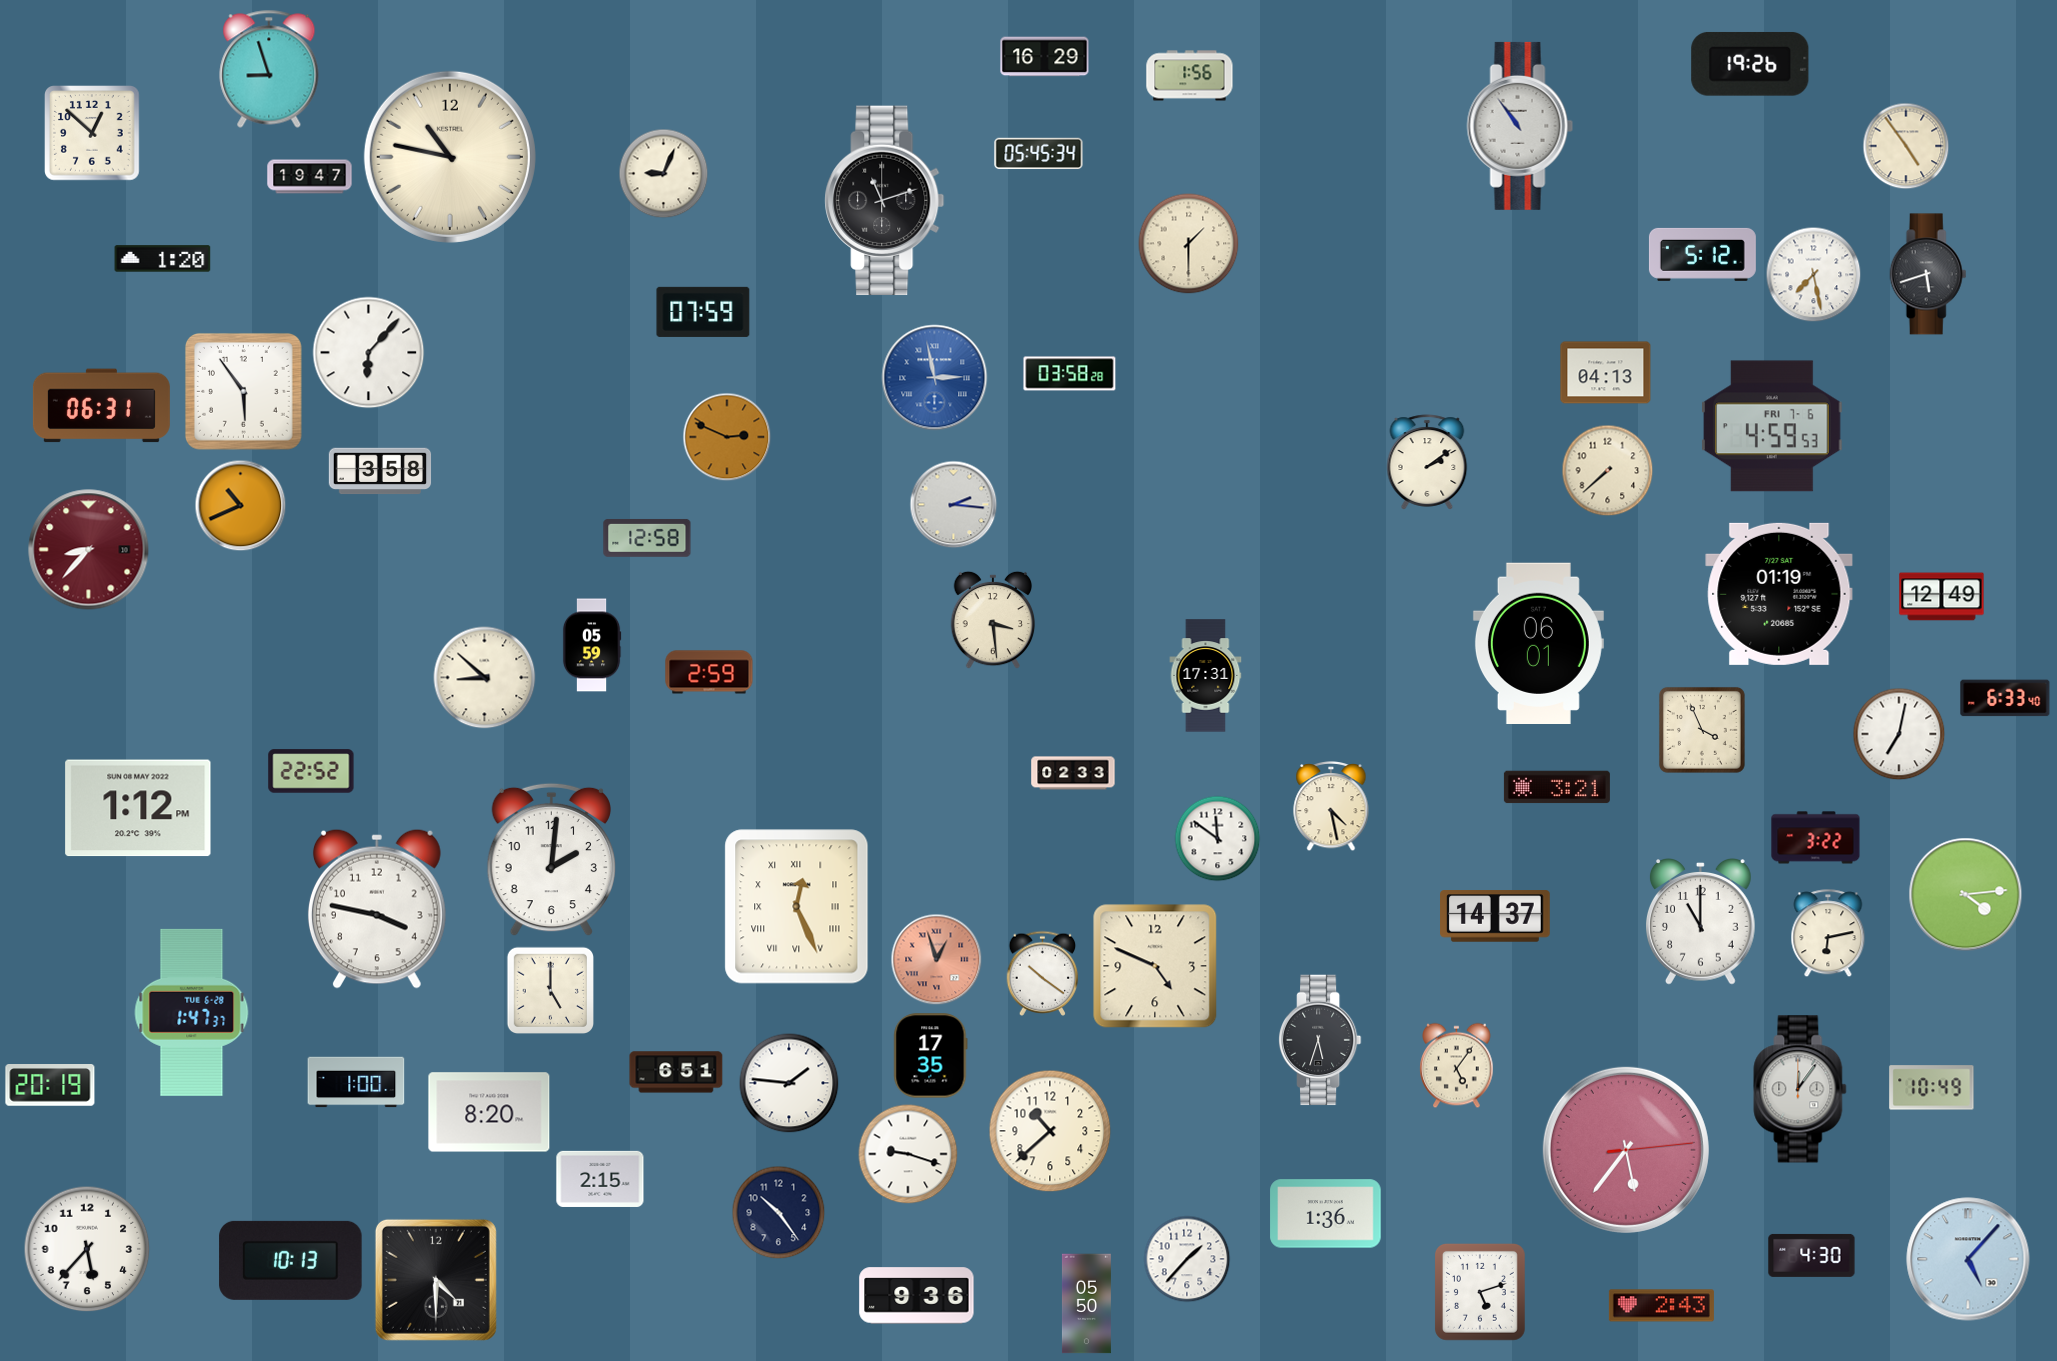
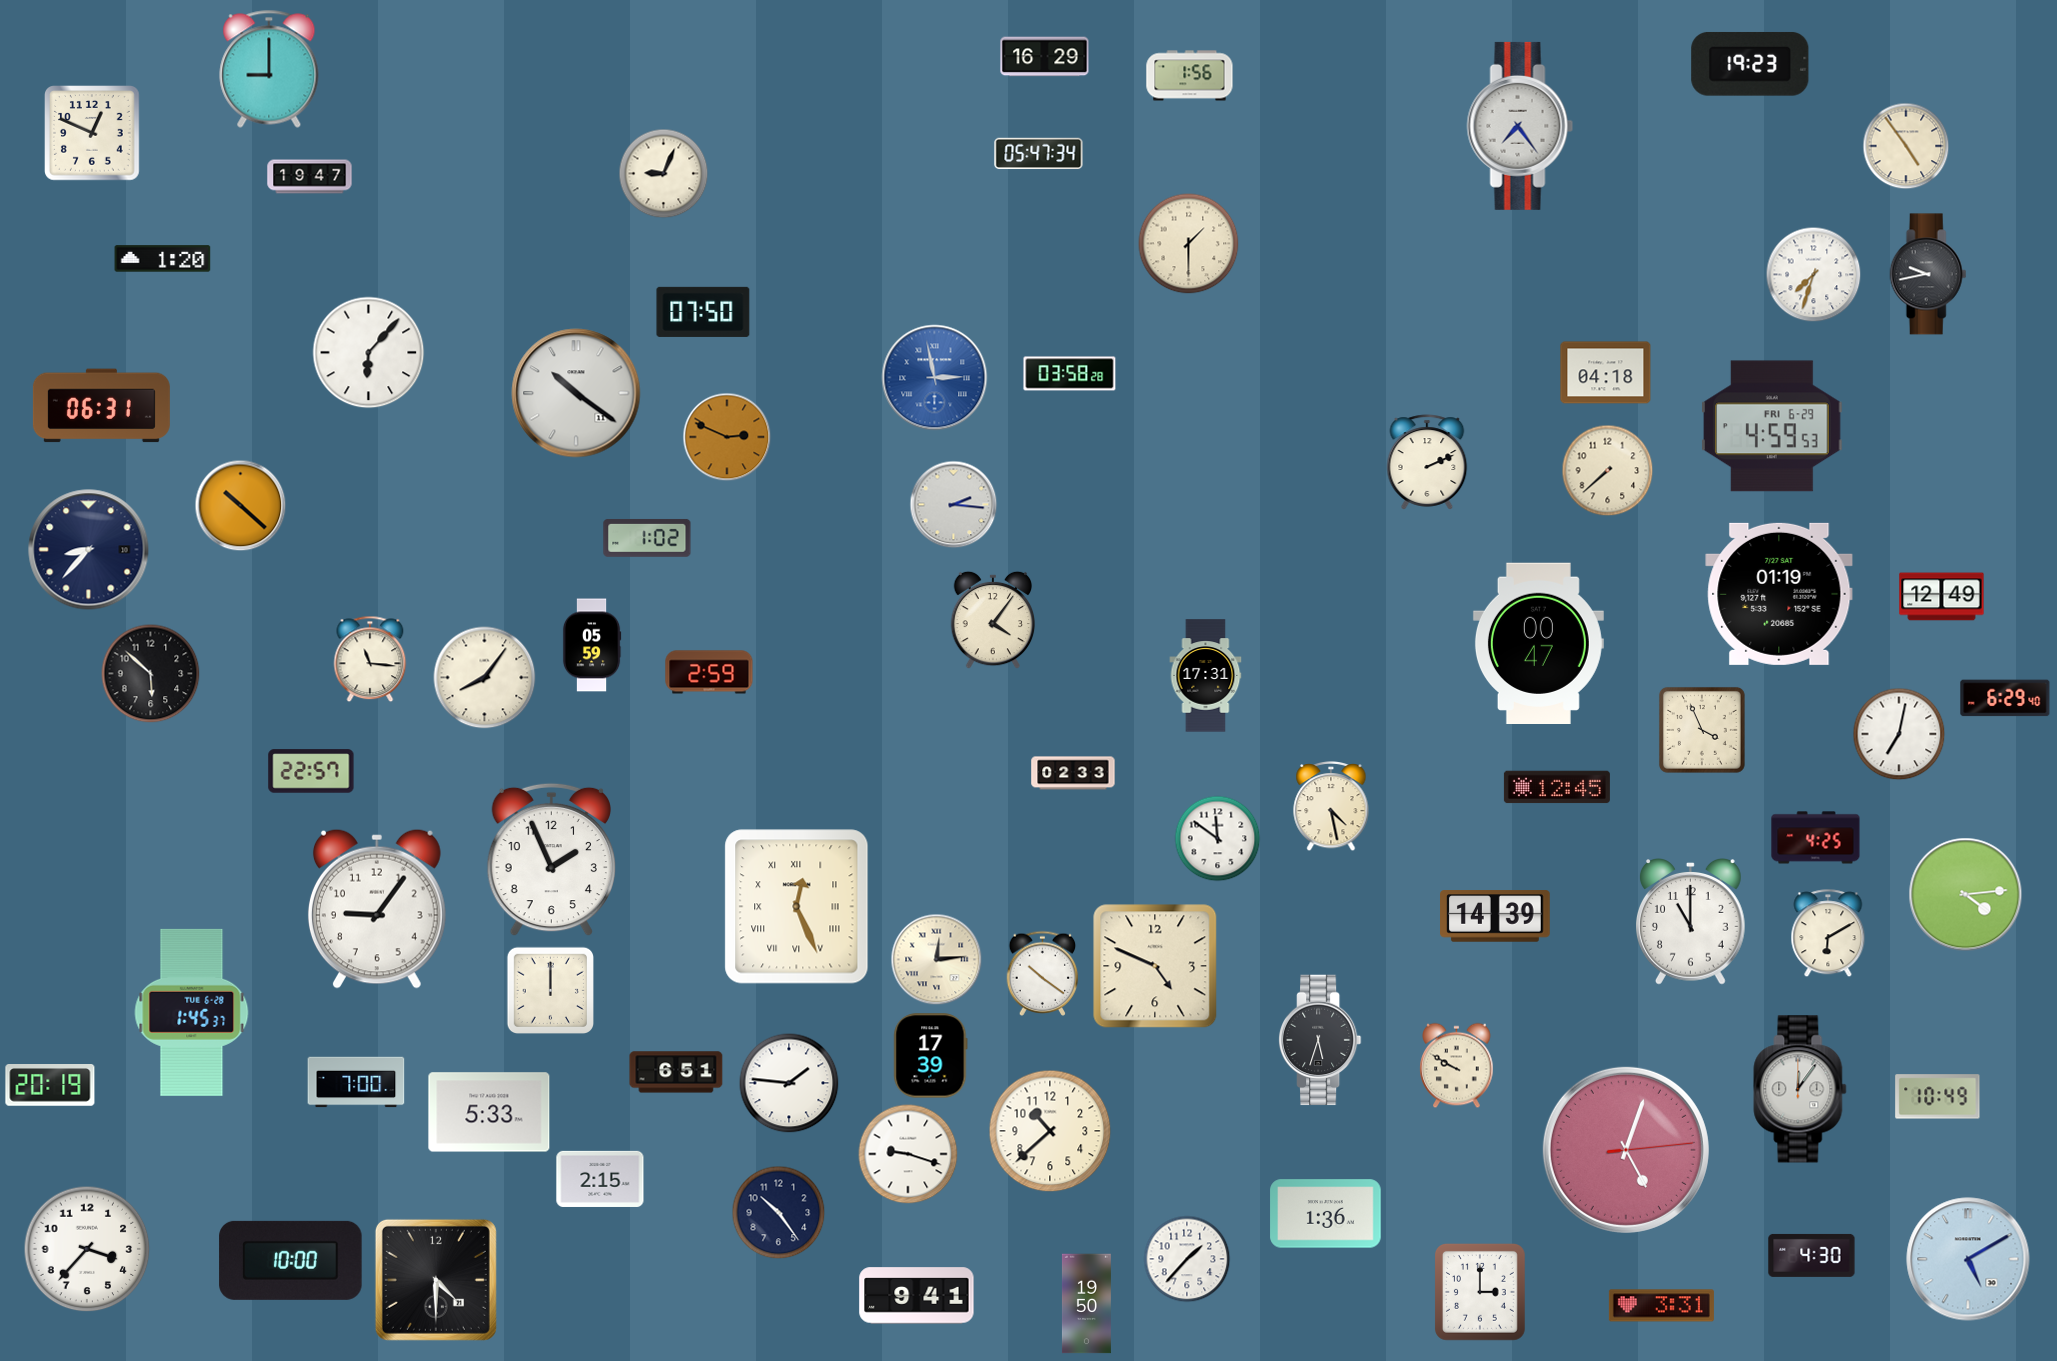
clock at (1750, 64): 19:26 -> 19:23
clock at (269, 69): 8:57 -> 9:00
clock at (1520, 126): 10:54 -> 7:24
clock at (93, 133): 12:52 -> 12:49
clock at (1039, 154): 05:45 -> 05:47
clock at (450, 157): 10:47 -> none
clock at (885, 201): 11:12 -> none
clock at (1702, 254): 5:12 -> none
clock at (1928, 274): 5:42 -> 9:43
clock at (1814, 275): 7:28 -> 7:33
clock at (703, 312): 07:59 -> 07:50
clock at (1606, 373): 04:13 -> 04:18
clock at (243, 391): 5:54 -> none
clock at (576, 393): none -> 10:21
clock at (1772, 426) date: FRI 7-6 -> FRI 6-29
clock at (1427, 462): 2:09 -> 2:11
clock at (380, 471): 3:58 -> none
clock at (241, 506): 10:41 -> 10:22
clock at (647, 538): 12:58 -> 1:02
clock at (89, 550) dial: burgundy -> navy
clock at (993, 620): 3:29 -> 4:06
clock at (1538, 643): 06:01 -> 00:47
clock at (370, 659): none -> 11:16
clock at (151, 674): none -> 5:52
clock at (485, 678): 8:52 -> 8:06
clock at (2005, 698): 6:33 -> 6:29
clock at (311, 771): 22:52 -> 22:57
clock at (1557, 787): 3:21 -> 12:45
clock at (138, 808): 1:12 -> none
clock at (1816, 838): 3:22 -> 4:25
clock at (551, 860): 2:01 -> 1:56
clock at (377, 909): 3:47 -> 9:06
clock at (1495, 916): 14:37 -> 14:39
clock at (1701, 922) position: (1701, 922) -> (1691, 922)
clock at (1828, 934): 6:13 -> 6:10
clock at (937, 960): 12:57 -> 12:14
clock at (937, 960) dial: salmon -> cream
clock at (550, 990): 5:00 -> 12:00
clock at (192, 1012): 1:47 -> 1:45
clock at (931, 1056): 17:35 -> 17:39
clock at (1457, 1066): 5:06 -> 9:50
clock at (356, 1082): 1:00 -> 7:00
clock at (1932, 1088) position: (1932, 1088) -> (1938, 1097)
clock at (489, 1112): 8:20 -> 5:33
clock at (1626, 1150): 5:36 -> 5:03
clock at (87, 1249): 5:37 -> 3:37
clock at (1968, 1259): 5:07 -> 5:10
clock at (291, 1260): 10:13 -> 10:00
clock at (1480, 1293): 5:12 -> 3:00
clock at (917, 1296): 9:36 -> 9:41
clock at (1086, 1304): 05:50 -> 19:50
clock at (1661, 1306): 2:43 -> 3:31
